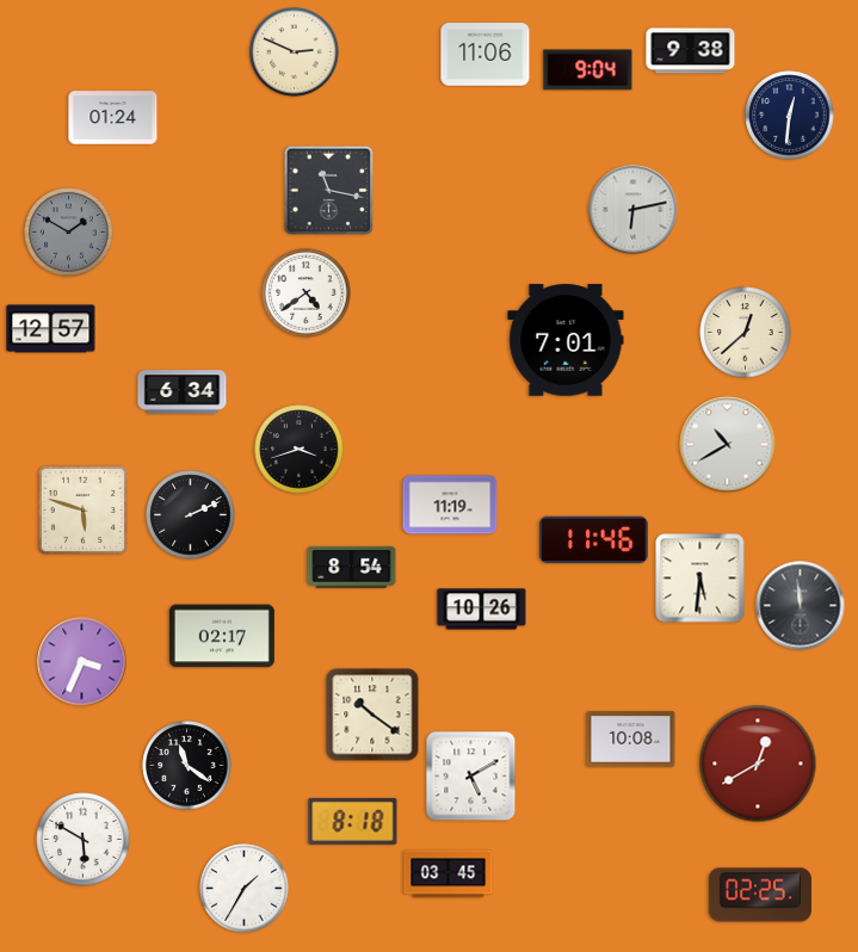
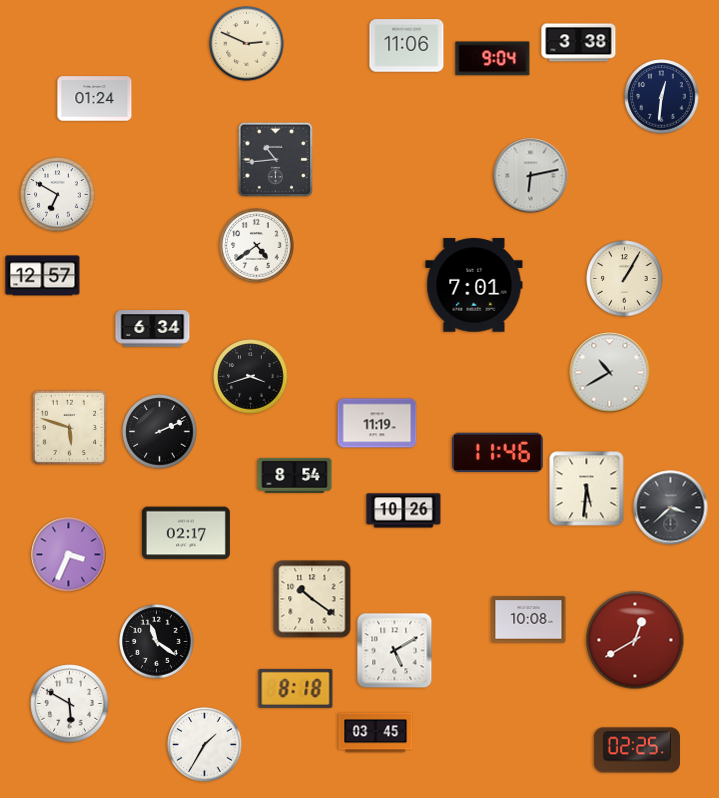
clock at (691, 51): 9:38 -> 3:38
clock at (329, 191): 11:17 -> 10:44
clock at (69, 233): 1:50 -> 6:50
clock at (69, 233) dial: grey -> white
clock at (746, 333): 12:38 -> 1:05
clock at (700, 579) position: (700, 579) -> (587, 489)
clock at (801, 606): 11:59 -> 3:38
